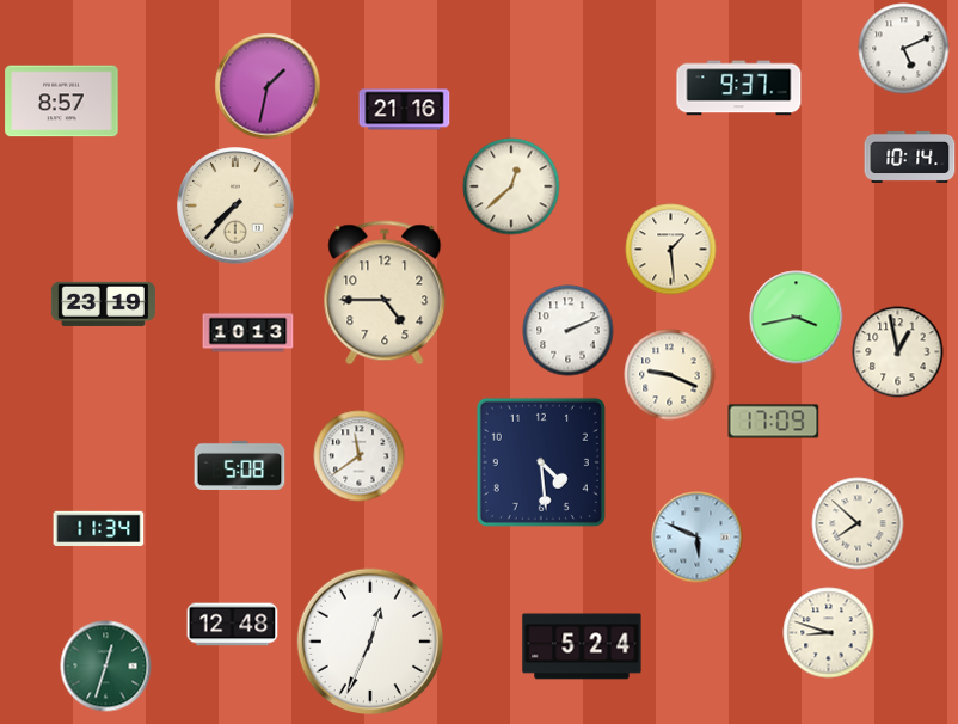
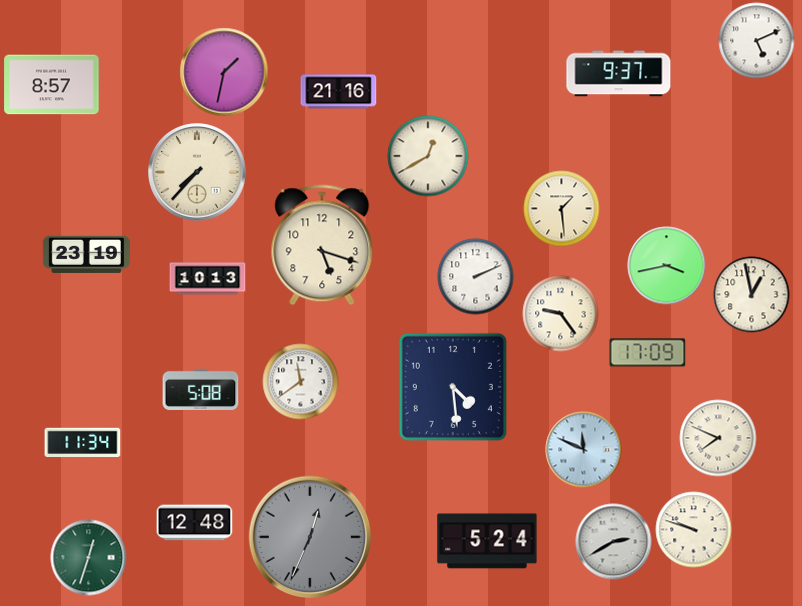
clock at (910, 157): 10:14 -> none
clock at (511, 186): 12:38 -> 12:40
clock at (385, 293): 4:45 -> 5:18
clock at (670, 375): 9:19 -> 9:24
clock at (858, 523): 7:52 -> 7:49
clock at (698, 538): 5:49 -> 11:49
clock at (829, 633): 8:48 -> 9:48
clock at (370, 642) dial: white -> grey
clock at (614, 542): none -> 2:40
